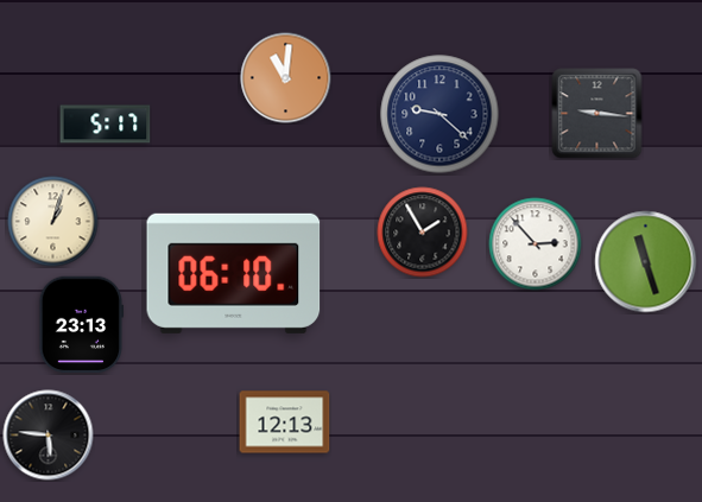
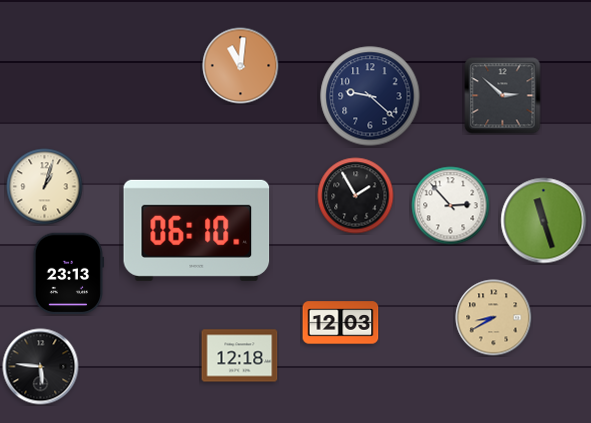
clock at (597, 114): 9:16 -> 2:52
clock at (106, 125): 5:17 -> none
clock at (494, 318): none -> 8:40
clock at (341, 323): none -> 12:03
clock at (285, 422): 12:13 -> 12:18
